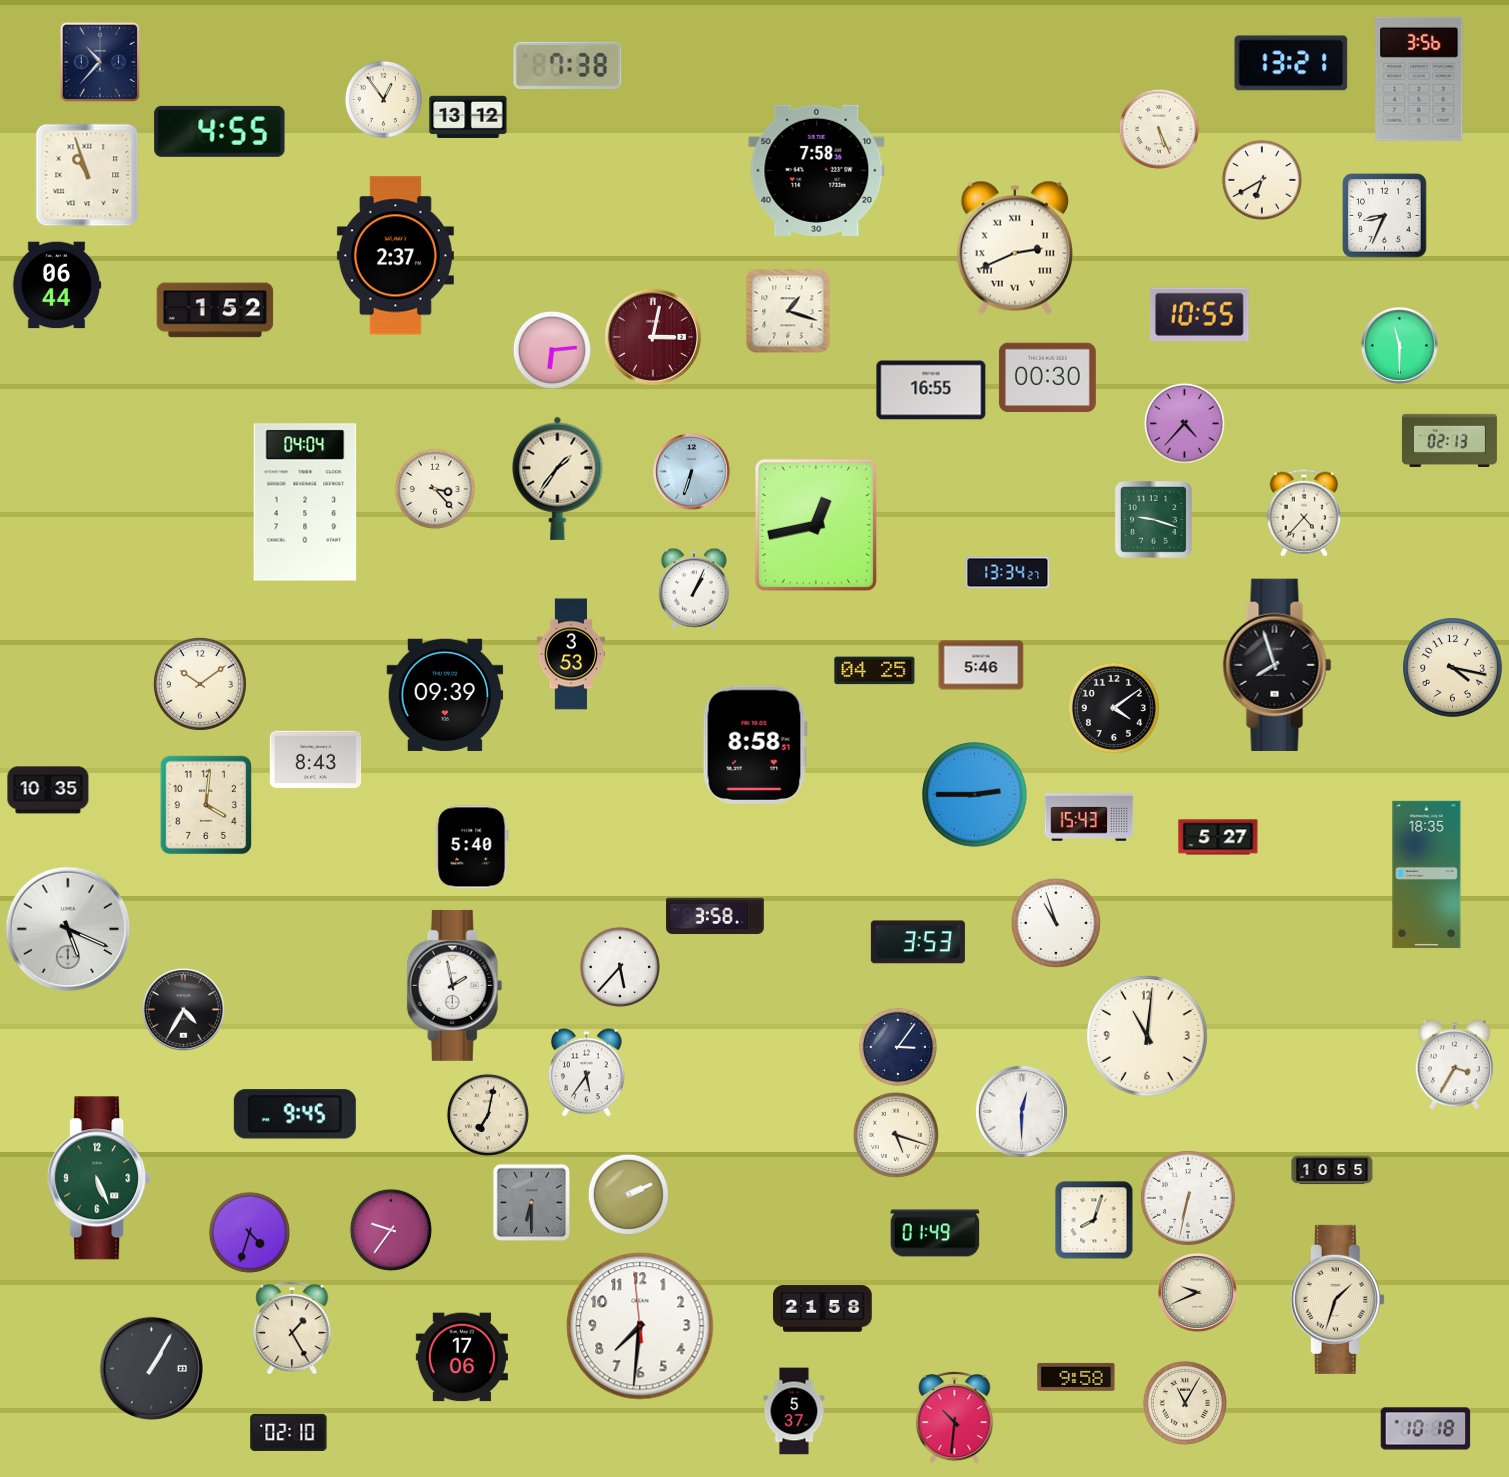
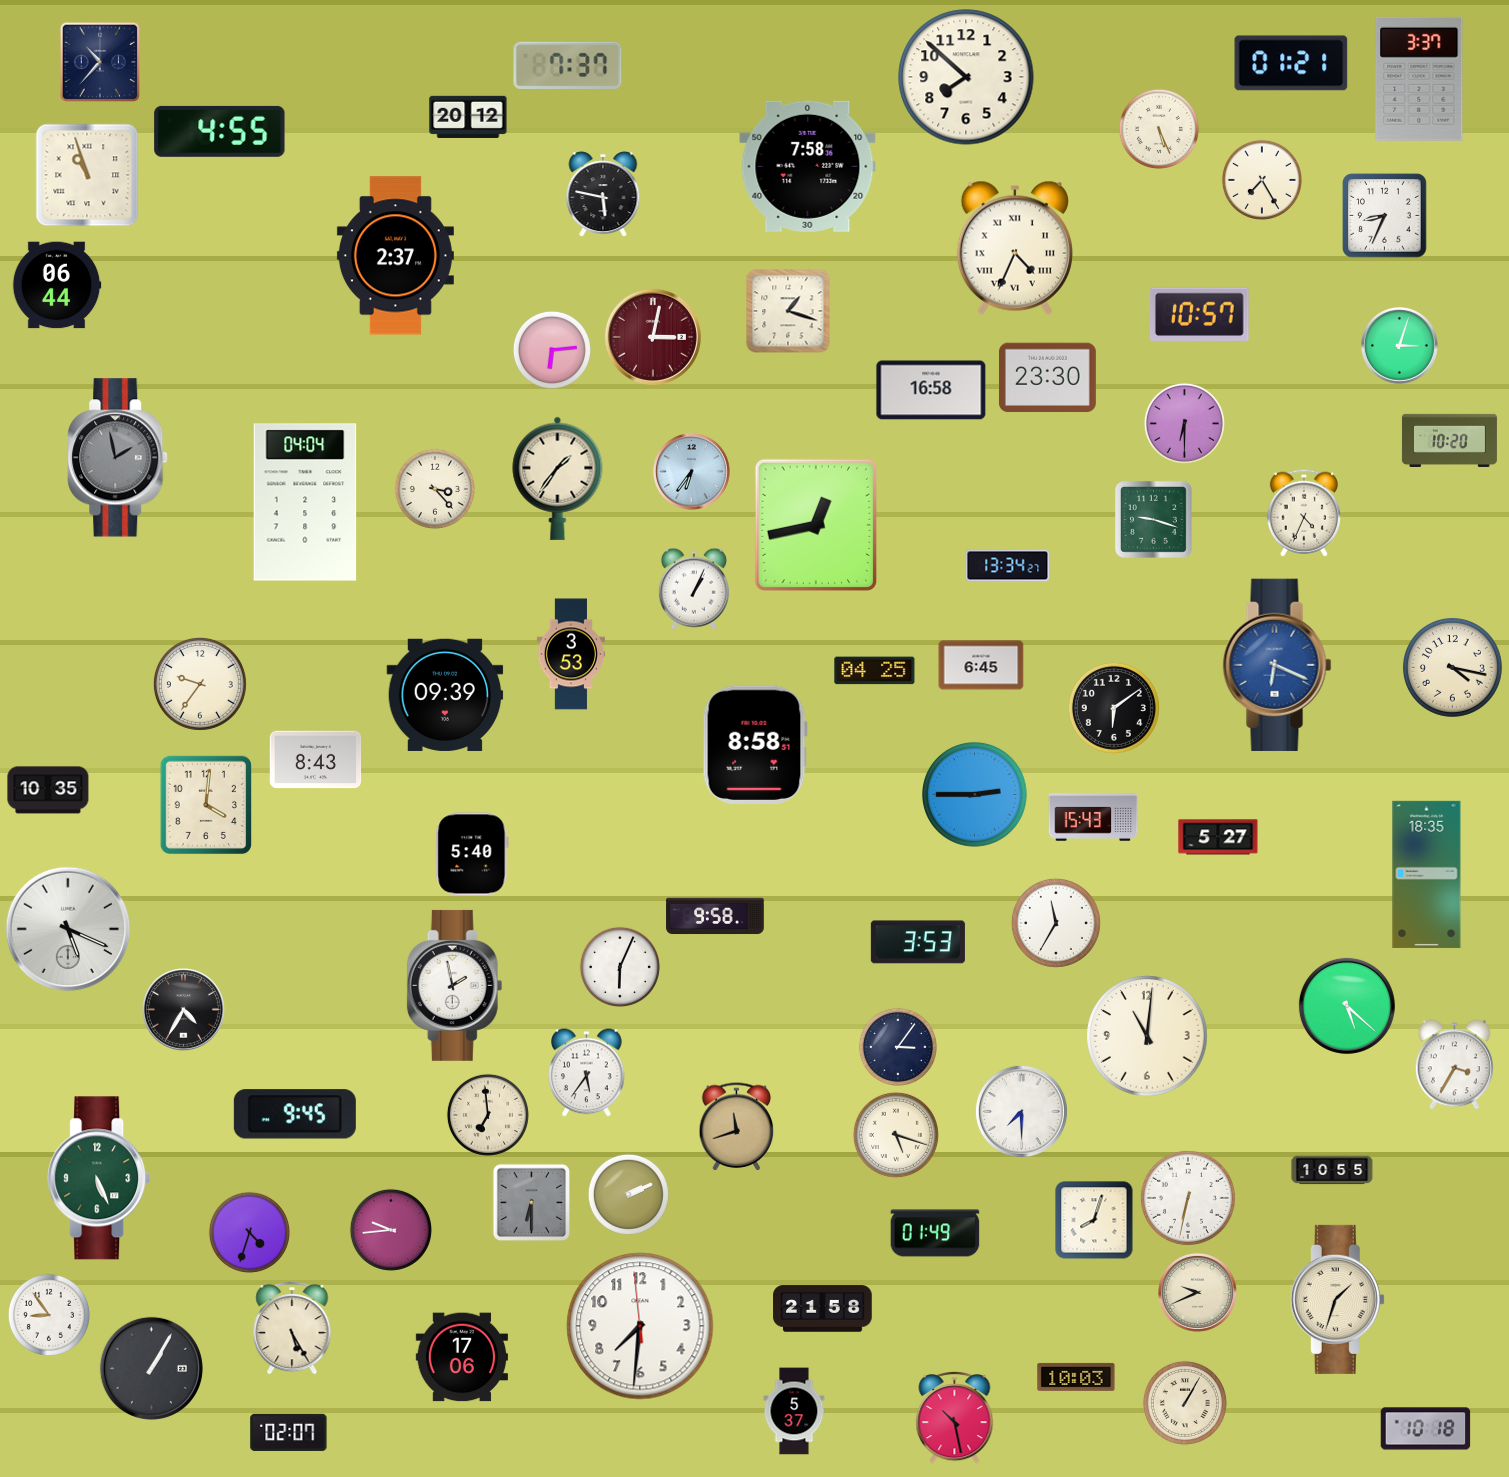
clock at (1291, 63): 13:21 -> 01:21
clock at (568, 65): 7:38 -> 7:37
clock at (966, 77): none -> 7:52
clock at (1419, 79): 3:56 -> 3:37
clock at (383, 99): 12:54 -> none
clock at (468, 117): 13:12 -> 20:12
clock at (817, 170) position: (817, 170) -> (808, 166)
clock at (1262, 180): 6:40 -> 7:25
clock at (603, 195): none -> 5:47
clock at (1015, 248): 2:41 -> 4:34
clock at (215, 310): 1:52 -> none
clock at (1199, 315): 10:55 -> 10:57
clock at (1400, 346): 11:30 -> 3:03
clock at (1047, 378): 00:30 -> 23:30
clock at (931, 390): 16:55 -> 16:58
clock at (1184, 423): 4:37 -> 6:30
clock at (1449, 440): 02:13 -> 10:20
clock at (118, 458): none -> 1:58
clock at (692, 472): 6:33 -> 6:36
clock at (1303, 513): 4:37 -> 4:34
clock at (1008, 573) position: (1008, 573) -> (1008, 566)
clock at (981, 665): 5:46 -> 6:45
clock at (1277, 665): 7:57 -> 6:19
clock at (1277, 665) dial: black -> blue
clock at (200, 684): 10:09 -> 9:36
clock at (1114, 708): 4:09 -> 6:09
clock at (1089, 817) position: (1089, 817) -> (1093, 817)
clock at (472, 847) position: (472, 847) -> (472, 854)
clock at (715, 916): 3:58 -> 9:58
clock at (1056, 923): 10:57 -> 11:35
clock at (620, 967): 5:37 -> 6:04
clock at (1347, 1006): none -> 5:22
clock at (1021, 1111): 12:30 -> 7:30
clock at (488, 1115): 7:02 -> 6:59
clock at (737, 1127): none -> 11:42
clock at (391, 1230): 9:36 -> 9:44
clock at (49, 1315): none -> 8:54
clock at (292, 1328): 1:25 -> 5:25
clock at (1076, 1377): 9:58 -> 10:03
clock at (1185, 1403): 11:05 -> 1:05
clock at (955, 1418): 10:31 -> 10:28
clock at (289, 1432): 02:10 -> 02:07
